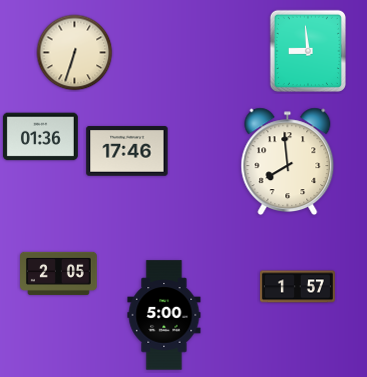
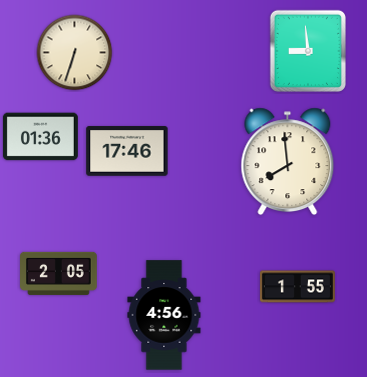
clock at (297, 287): 1:57 -> 1:55
clock at (164, 315): 5:00 -> 4:56
